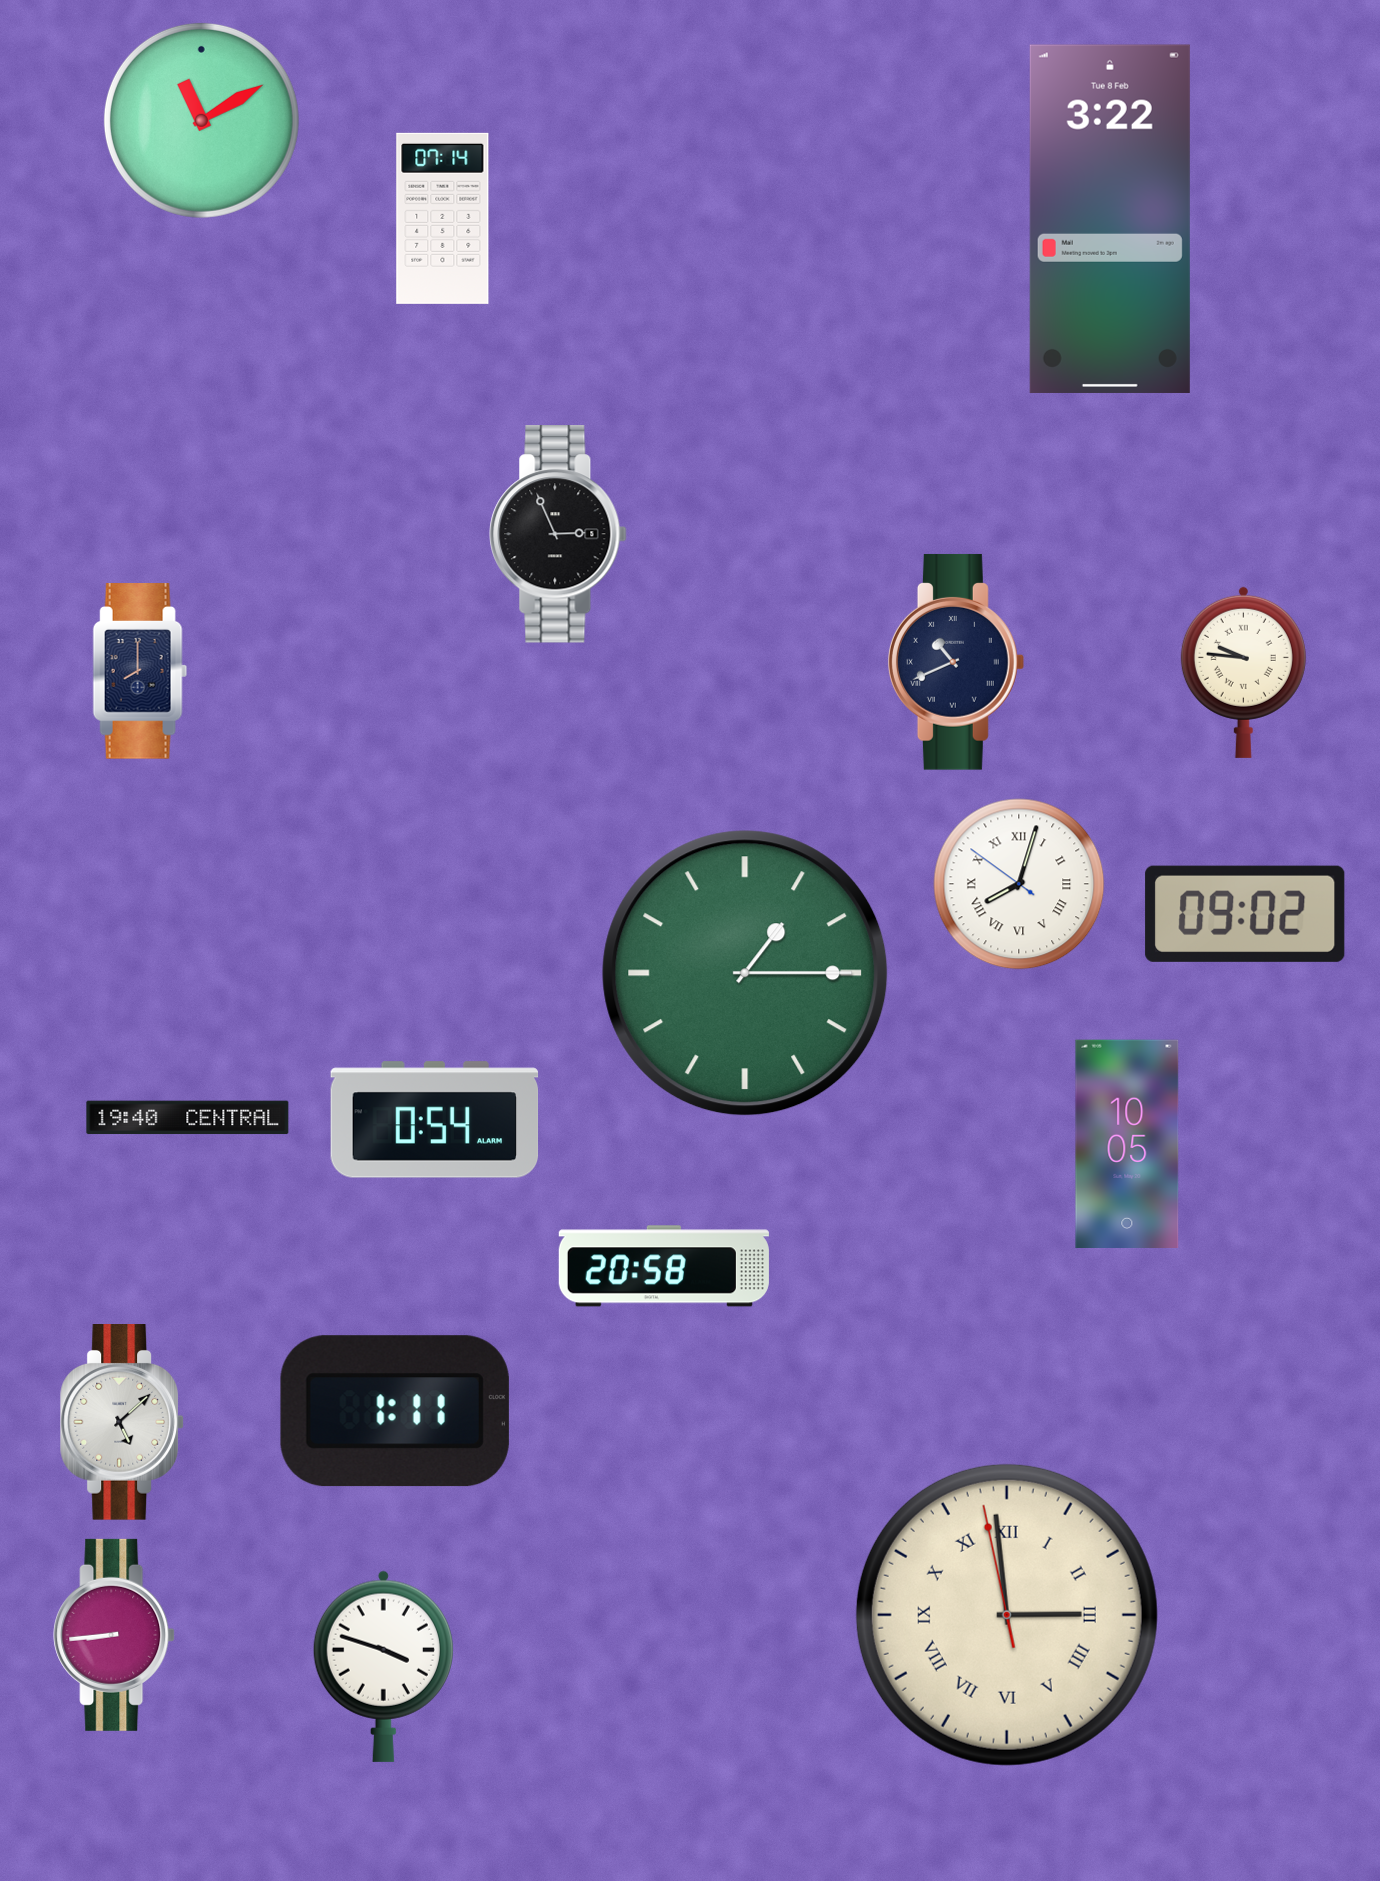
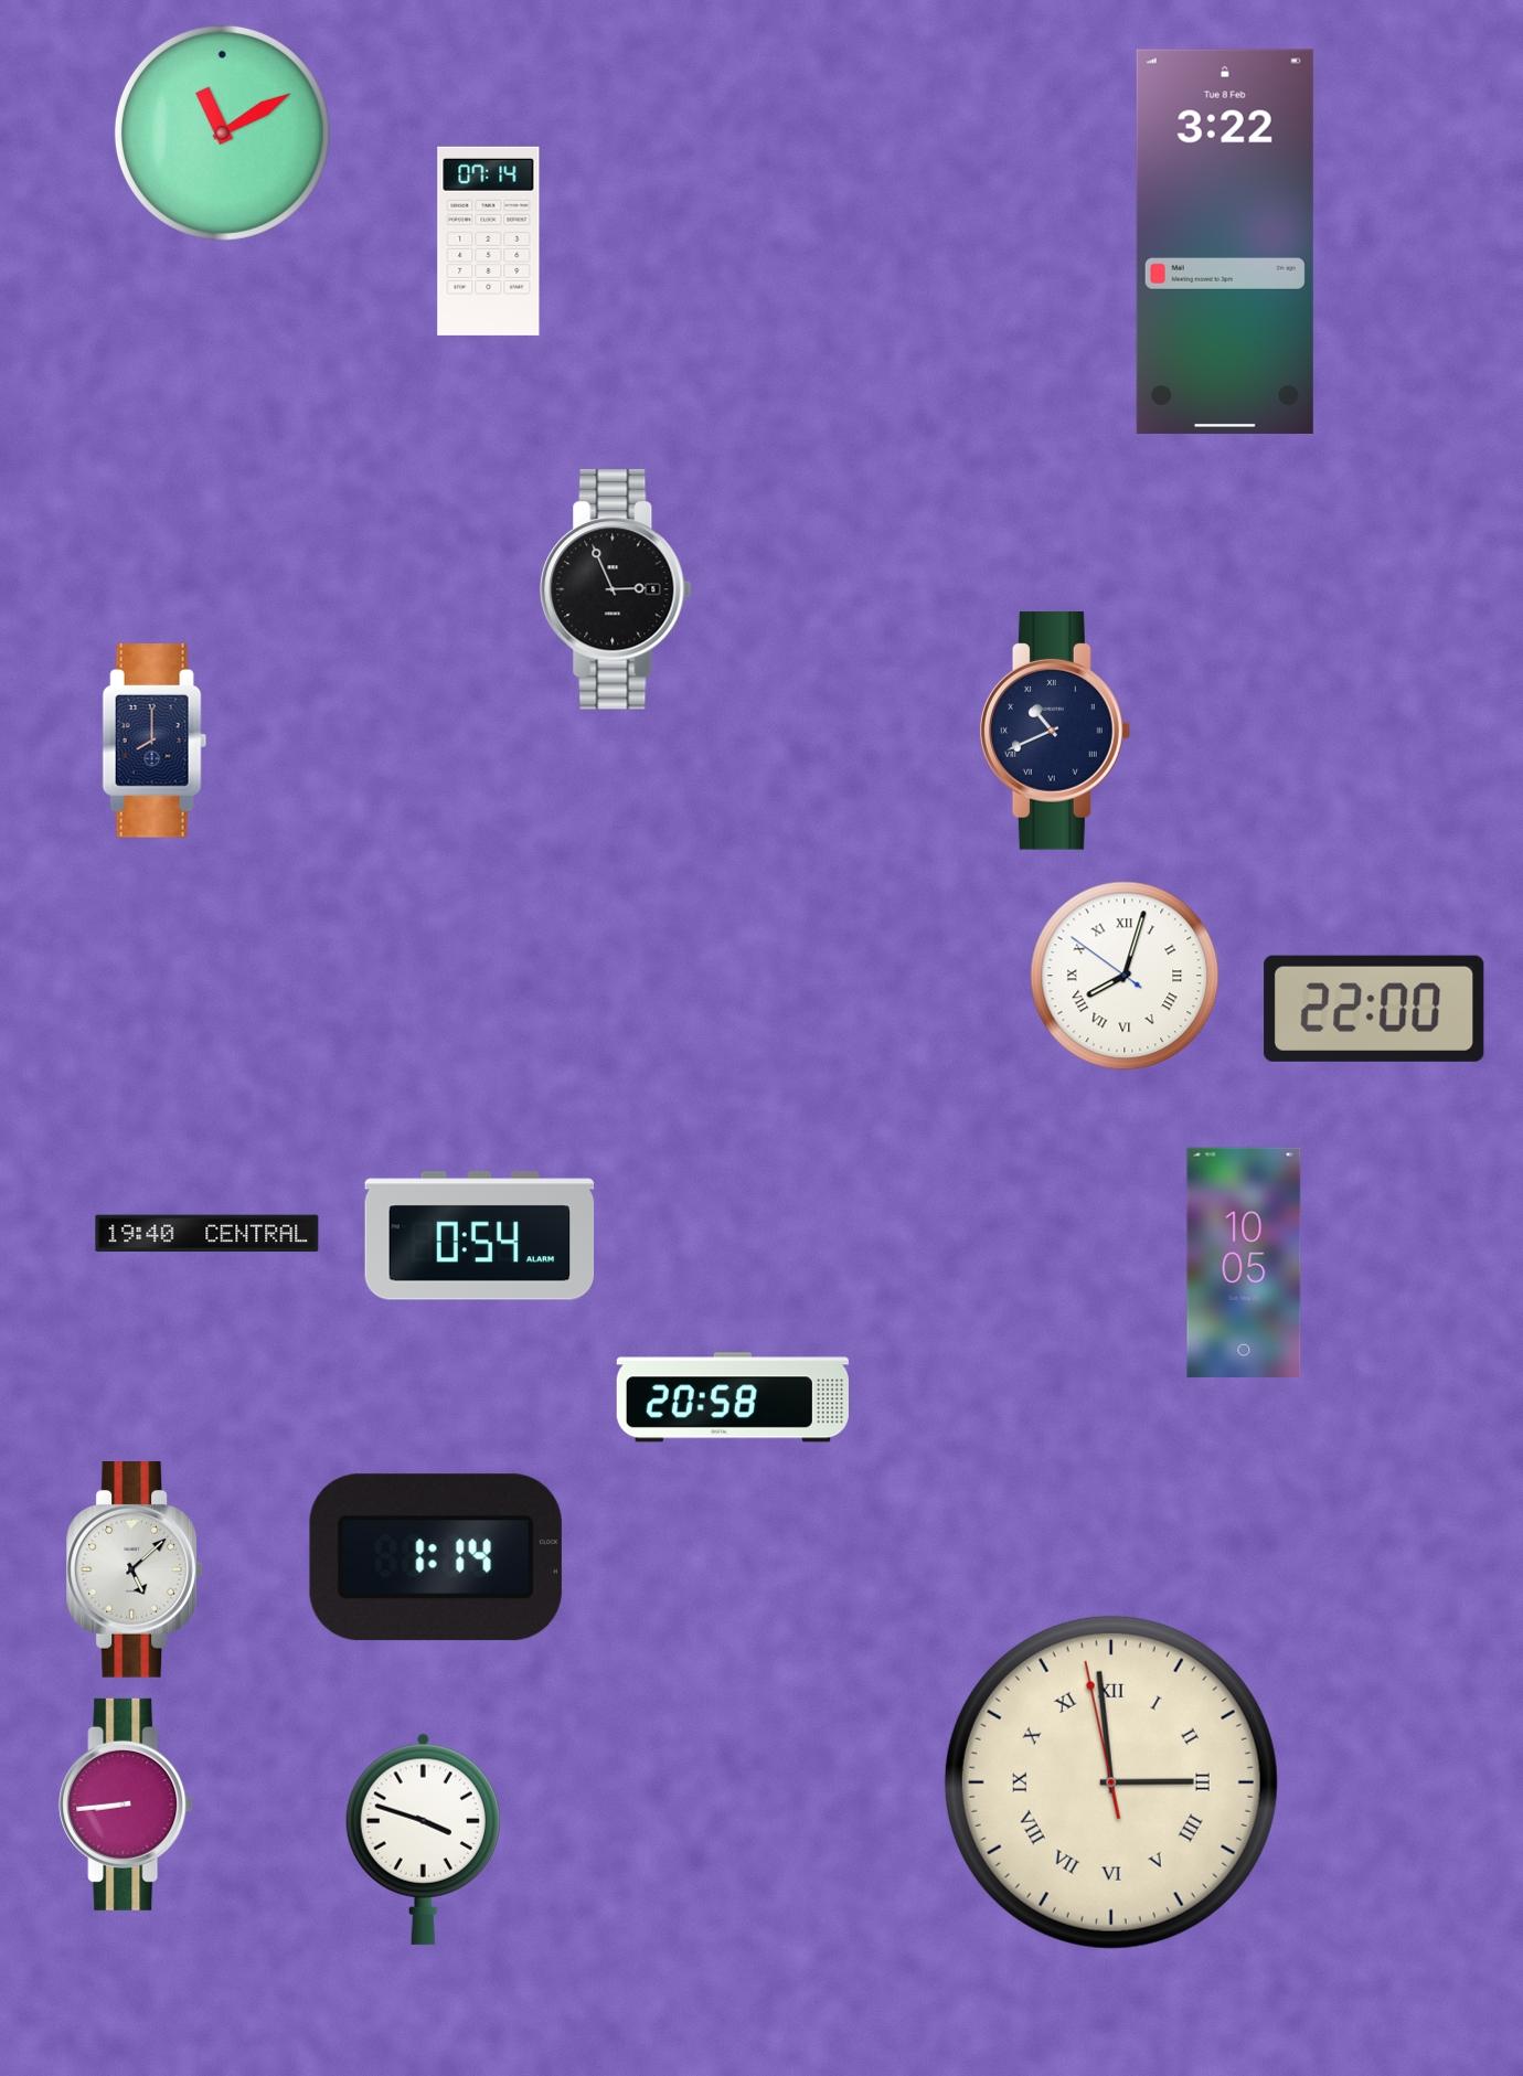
clock at (1243, 672): 9:46 -> none
clock at (1245, 914): 09:02 -> 22:00
clock at (745, 973): 1:15 -> none
clock at (395, 1411): 1:11 -> 1:14
